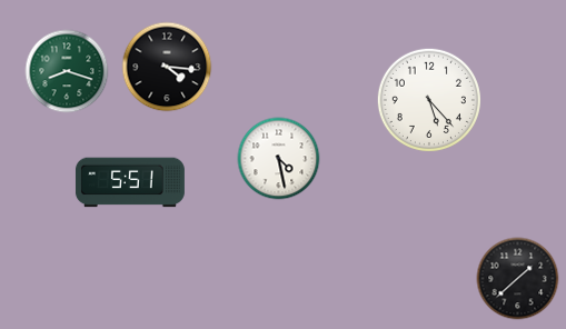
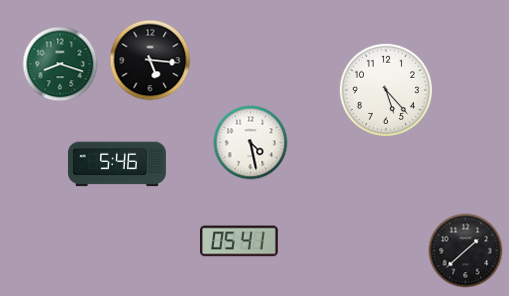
clock at (167, 67): 4:16 -> 5:16
clock at (130, 182): 5:51 -> 5:46
clock at (239, 241): none -> 05:41
